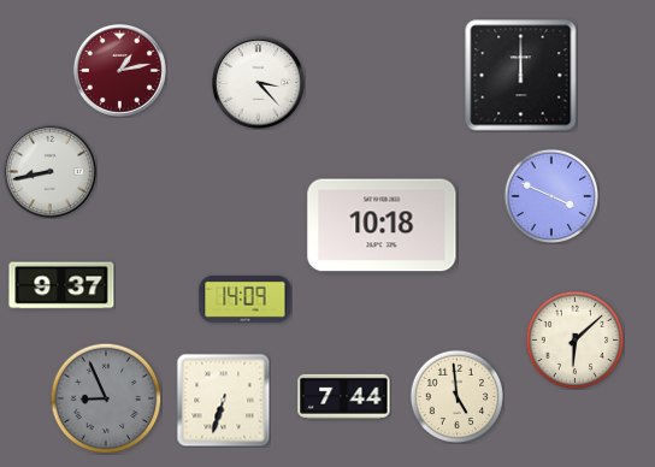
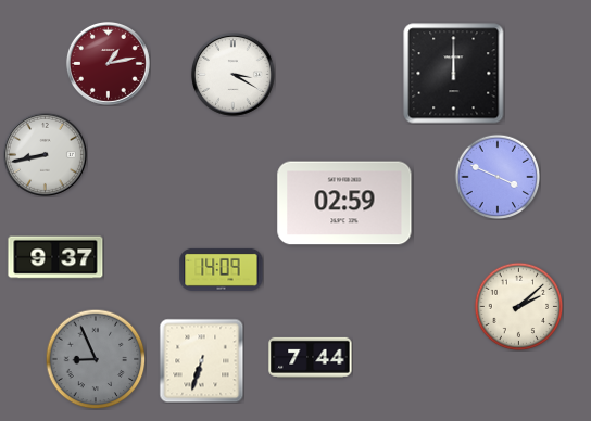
clock at (521, 76) position: (521, 76) -> (454, 74)
clock at (258, 82): 3:23 -> 3:20
clock at (382, 225): 10:18 -> 02:59
clock at (574, 339): 6:08 -> 2:08
clock at (456, 396): 4:59 -> none
